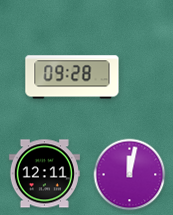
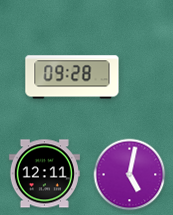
clock at (130, 175): 12:02 -> 5:02
